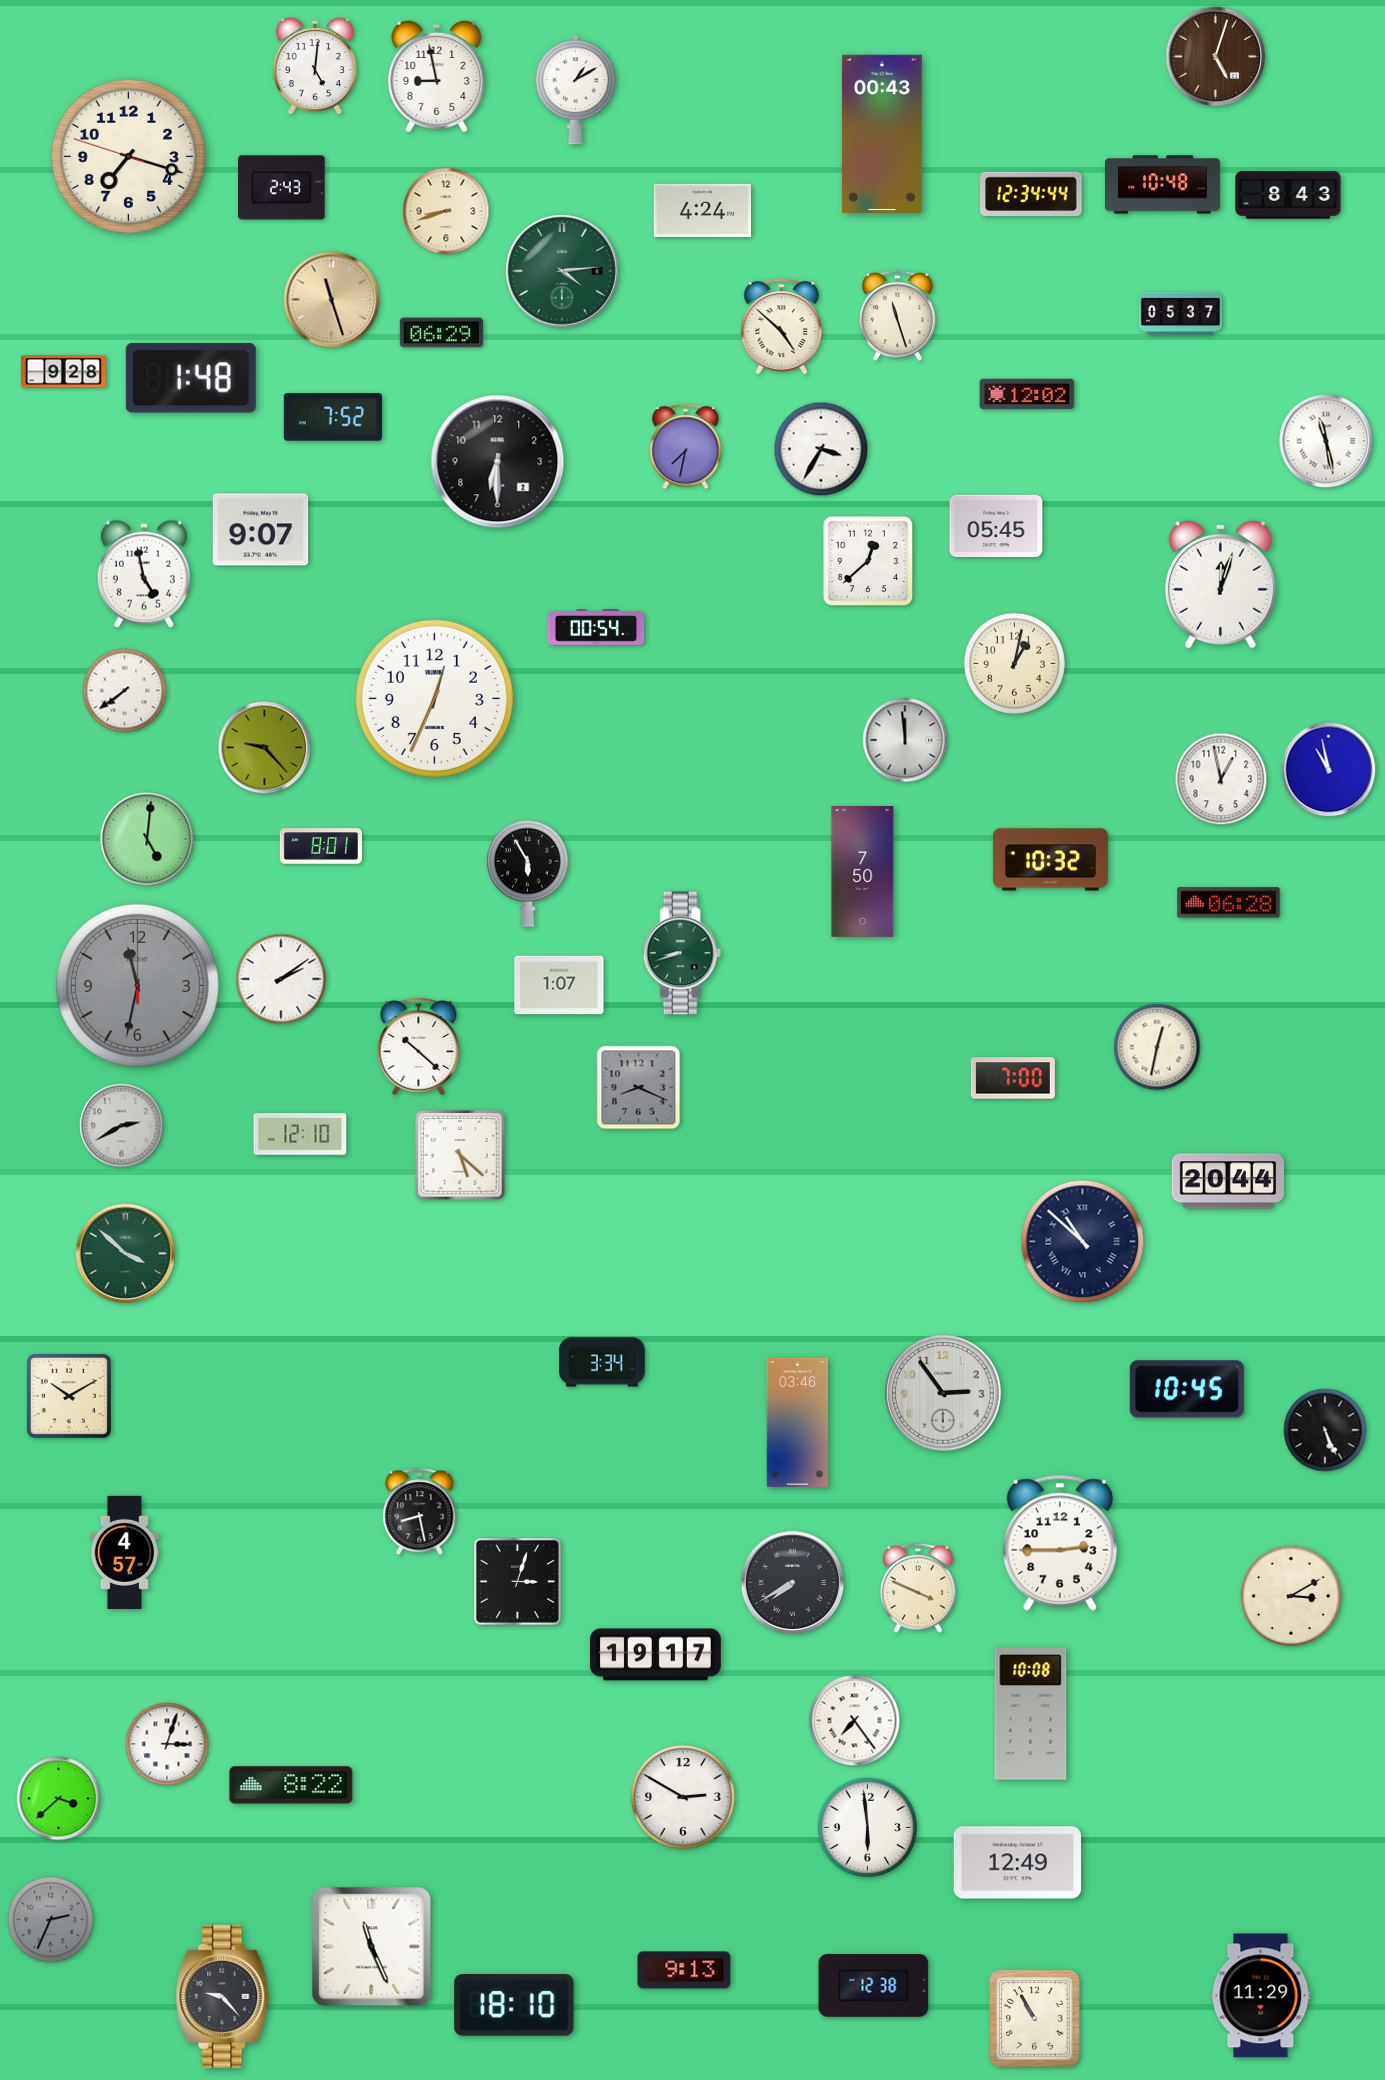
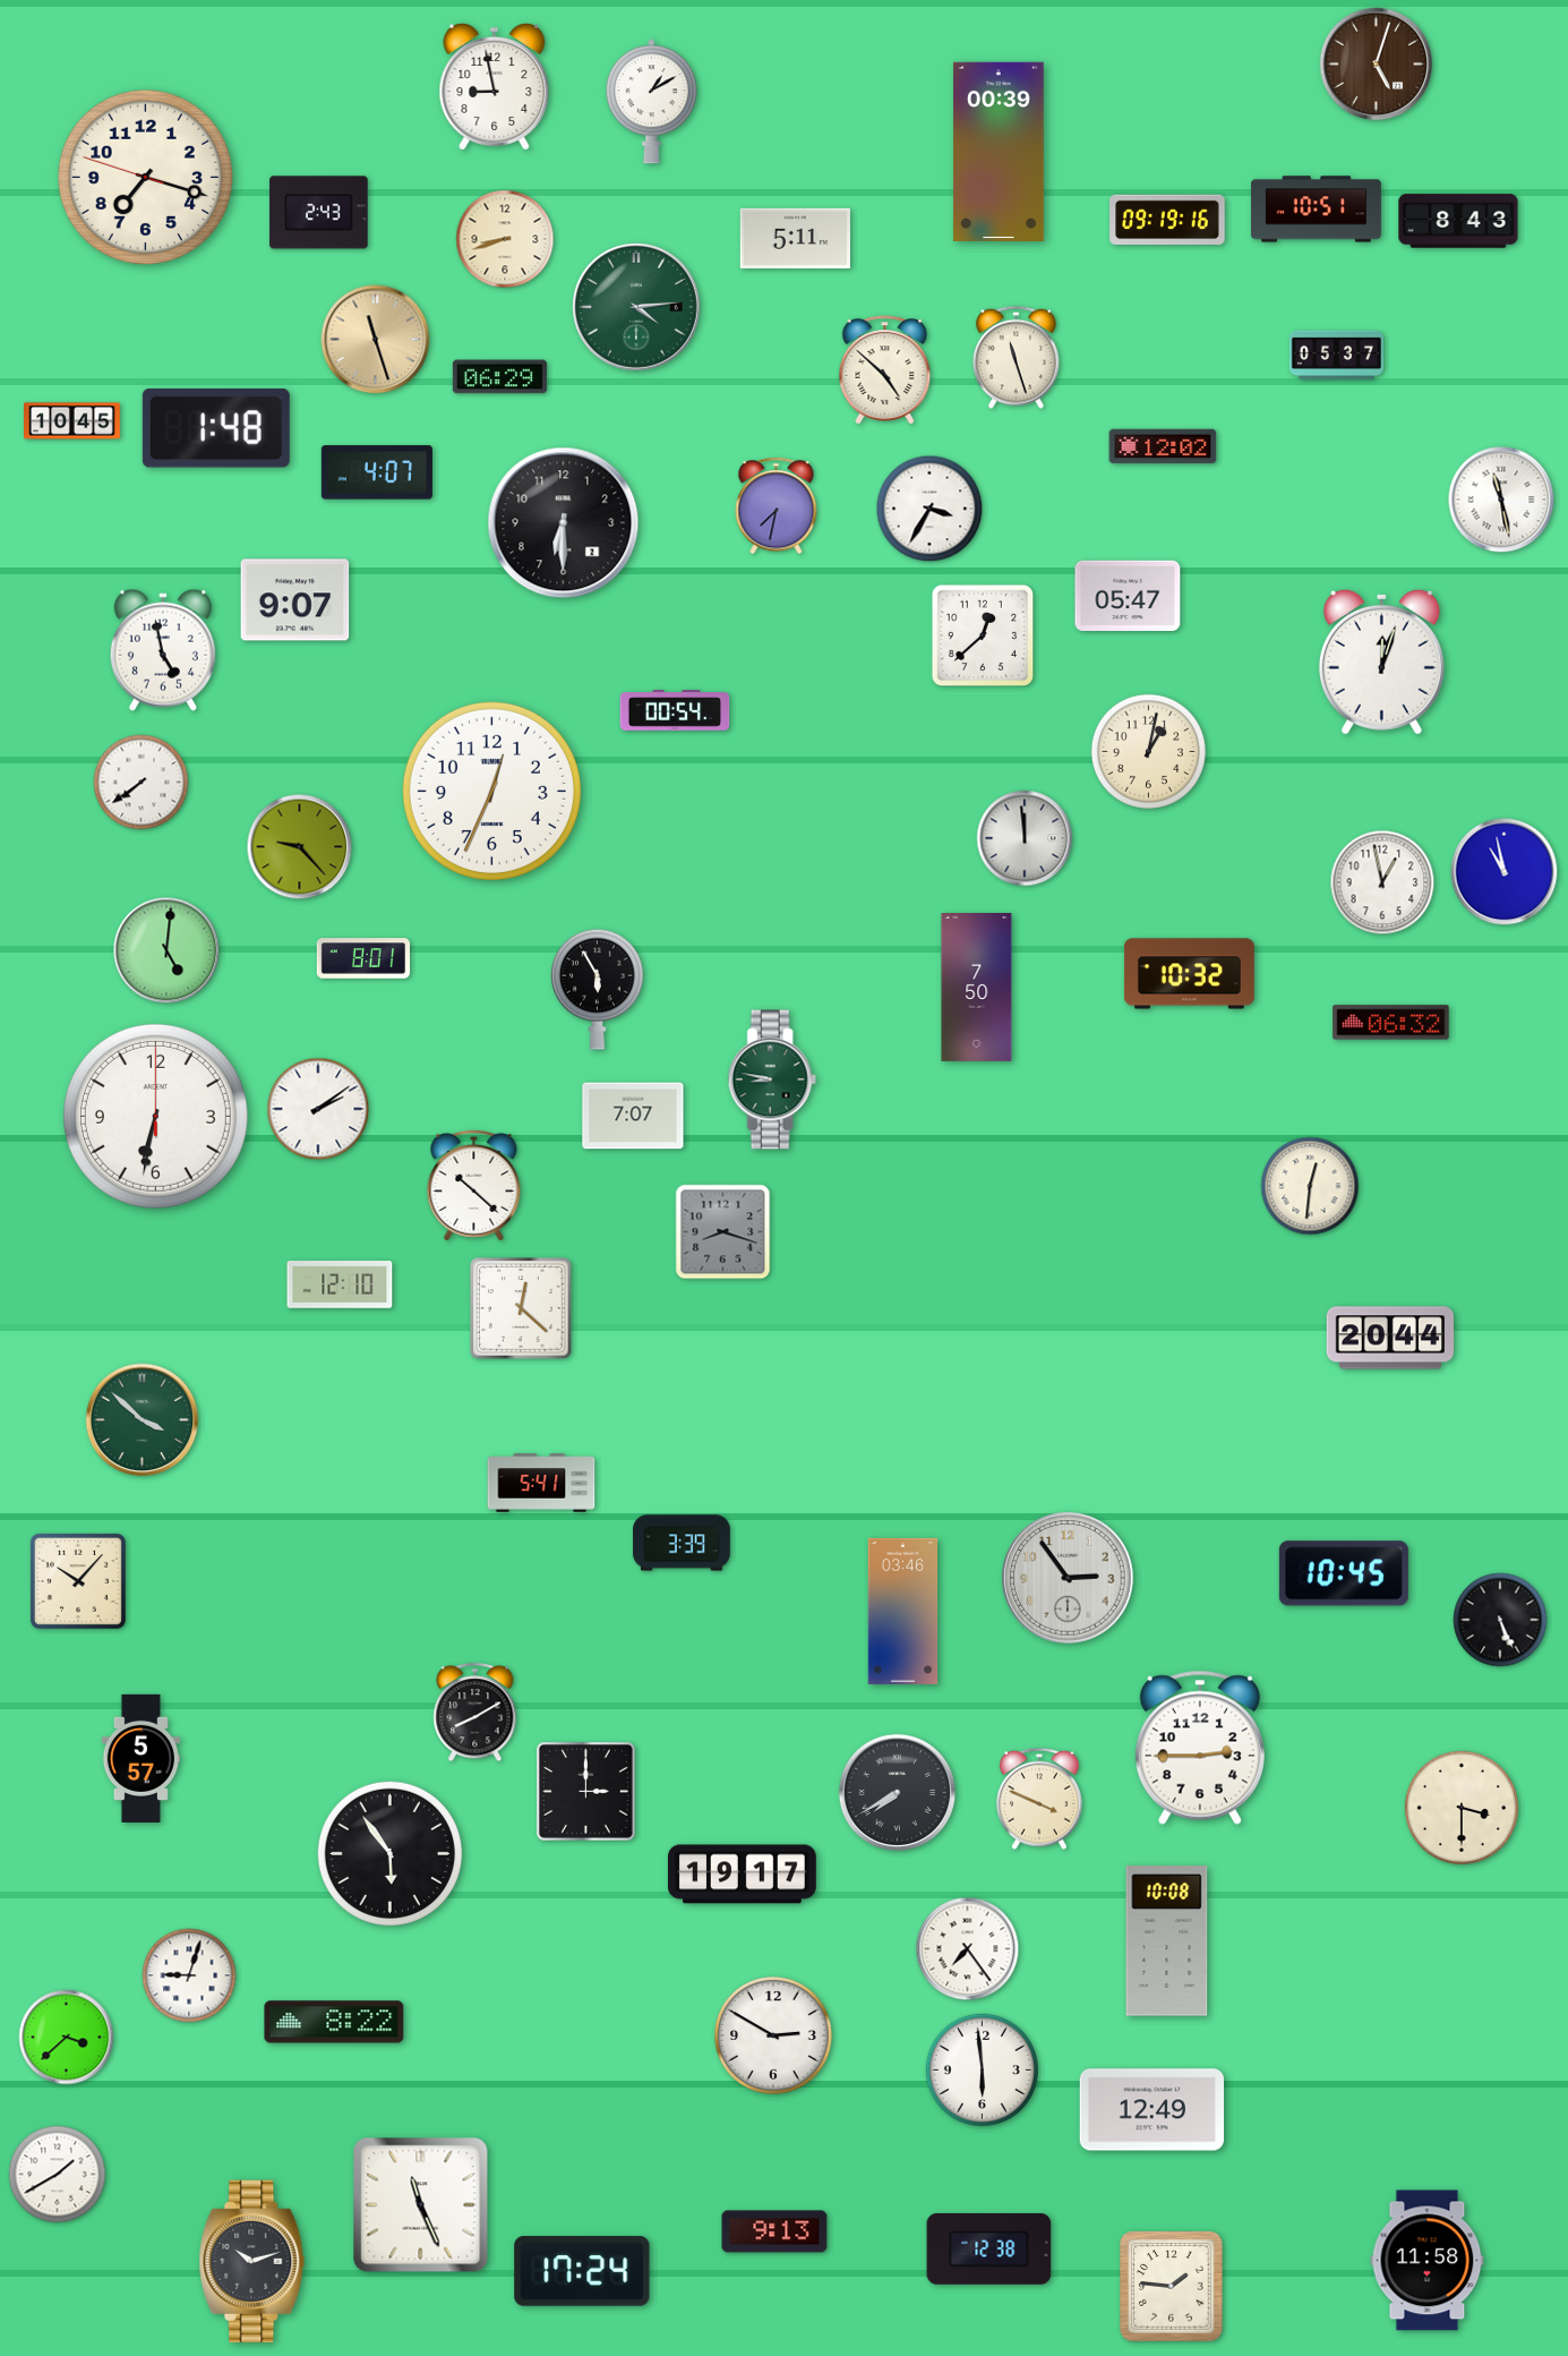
clock at (315, 67): 5:01 -> none
clock at (882, 134): 00:43 -> 00:39
clock at (1162, 185): 10:48 -> 10:51
clock at (1031, 193): 12:34 -> 09:19
clock at (702, 210): 4:24 -> 5:11
clock at (64, 372): 9:28 -> 10:45
clock at (333, 417): 7:52 -> 4:07
clock at (996, 525): 05:45 -> 05:47
clock at (1229, 903): 06:28 -> 06:32
clock at (682, 953): 8:42 -> 8:47
clock at (137, 985): 11:32 -> 6:32
clock at (137, 985) dial: grey -> white
clock at (559, 985): 1:07 -> 7:07
clock at (1157, 1047): 12:32 -> 12:31
clock at (1013, 1078): 7:00 -> none
clock at (639, 1088): 8:19 -> 8:18
clock at (122, 1126): 2:40 -> none
clock at (461, 1156): 5:22 -> 12:22
clock at (1083, 1242): 10:52 -> none
clock at (541, 1483): none -> 5:41
clock at (602, 1362): 3:34 -> 3:39
clock at (69, 1396): 10:10 -> 10:07
clock at (420, 1512): 8:28 -> 8:10
clock at (124, 1552): 4:57 -> 5:57
clock at (518, 1582): 3:03 -> 3:00
clock at (1291, 1596): 3:10 -> 3:30
clock at (389, 1853): none -> 5:54
clock at (167, 1744): 3:03 -> 9:03
clock at (291, 1785) position: (291, 1785) -> (334, 2022)
clock at (51, 1920): 2:34 -> 1:40
clock at (51, 1920) dial: grey -> white
clock at (223, 1996): 9:23 -> 10:12
clock at (1261, 1996): 11:29 -> 11:58
clock at (514, 2005): 18:10 -> 17:24
clock at (1035, 2019): 10:55 -> 1:46
